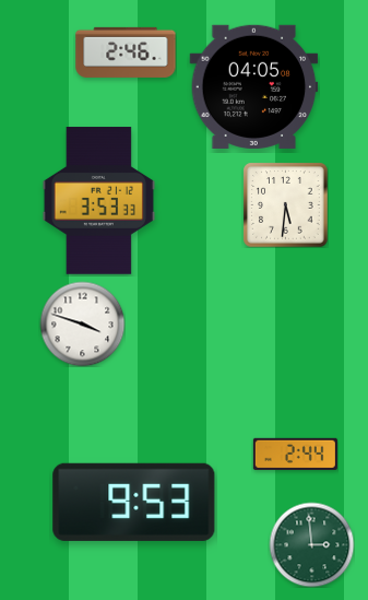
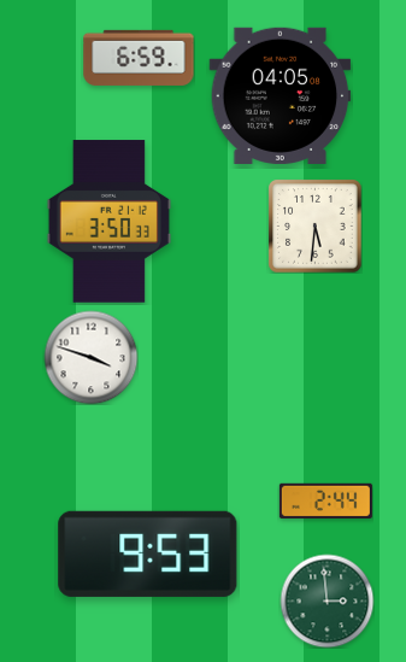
clock at (126, 52): 2:46 -> 6:59
clock at (98, 201): 3:53 -> 3:50
clock at (311, 544) position: (311, 544) -> (326, 601)
